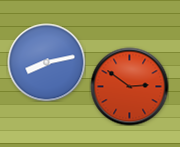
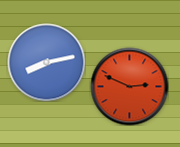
clock at (129, 86): 2:51 -> 2:49
